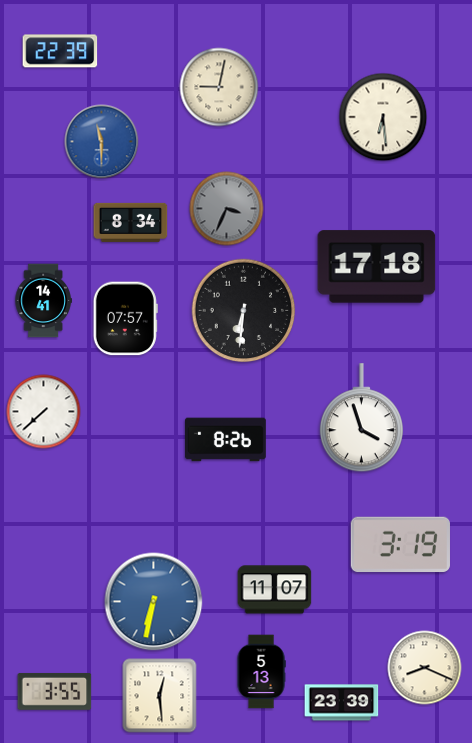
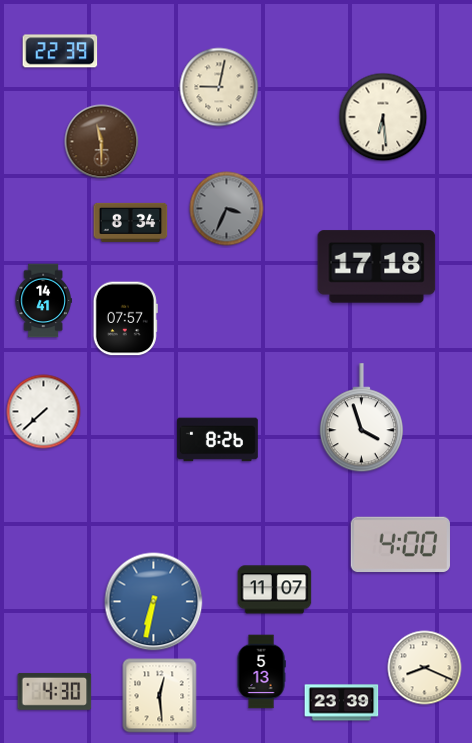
clock at (102, 142) dial: blue -> brown
clock at (244, 311): 6:31 -> none
clock at (226, 440) position: (226, 440) -> (218, 440)
clock at (400, 545): 3:19 -> 4:00
clock at (55, 691): 3:55 -> 4:30
